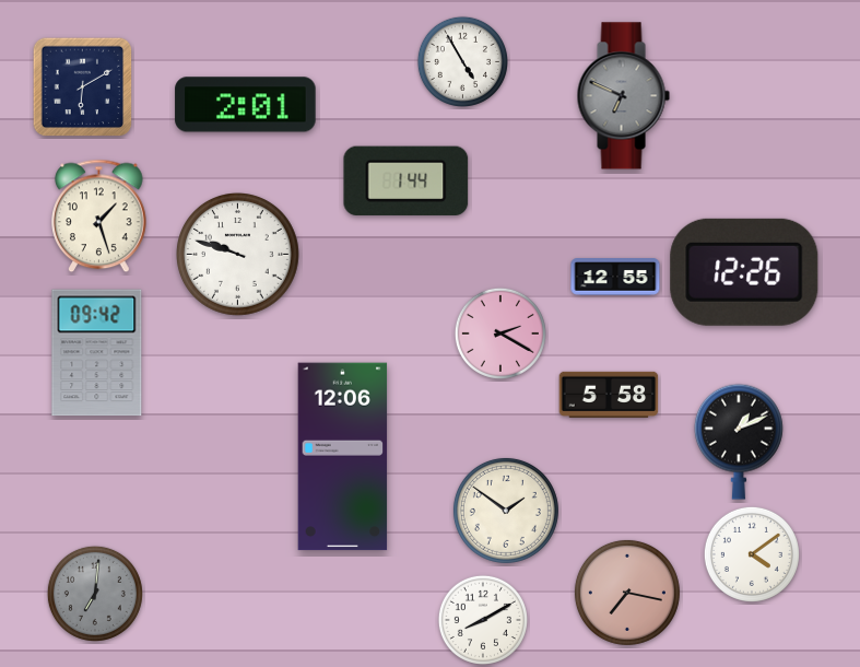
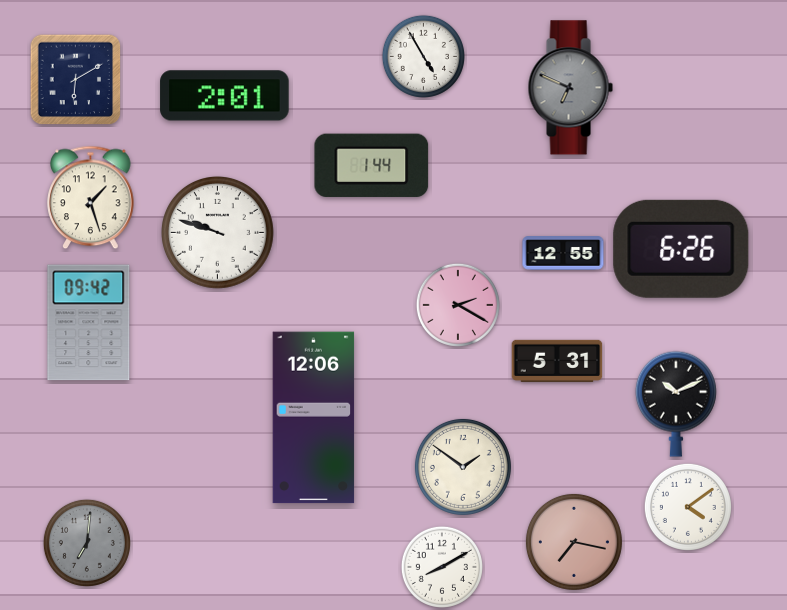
clock at (744, 272): 12:26 -> 6:26
clock at (609, 395): 5:58 -> 5:31
clock at (739, 442): 1:11 -> 10:11
